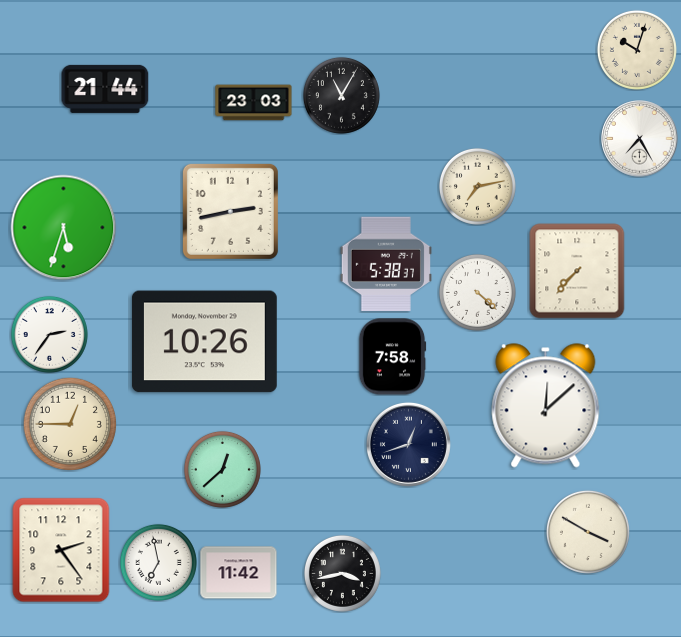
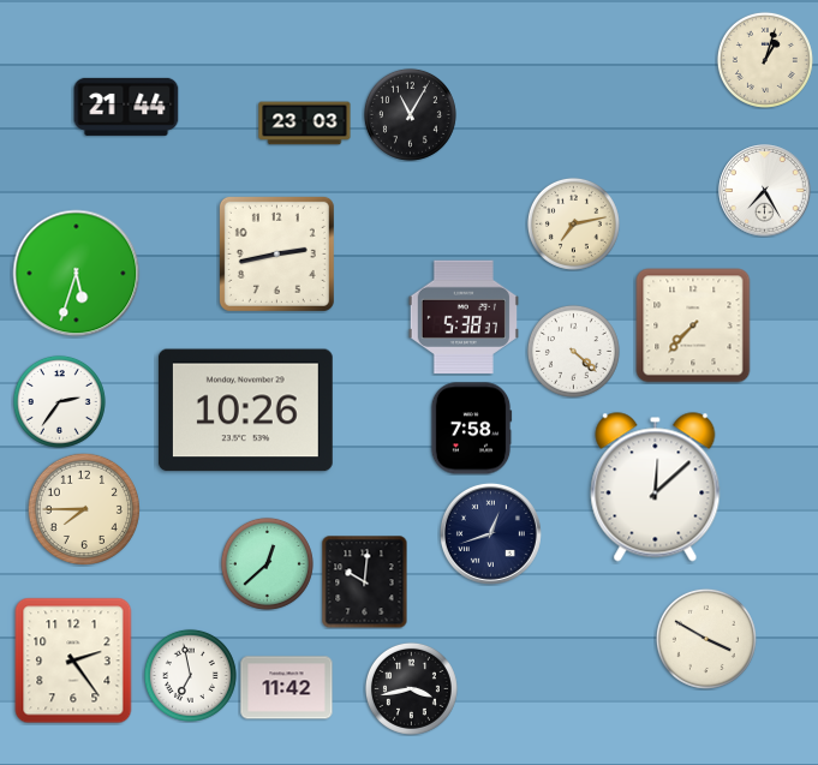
clock at (637, 50): 10:03 -> 1:03
clock at (640, 139) position: (640, 139) -> (765, 191)
clock at (70, 424): 12:45 -> 7:45
clock at (365, 581): none -> 10:01
